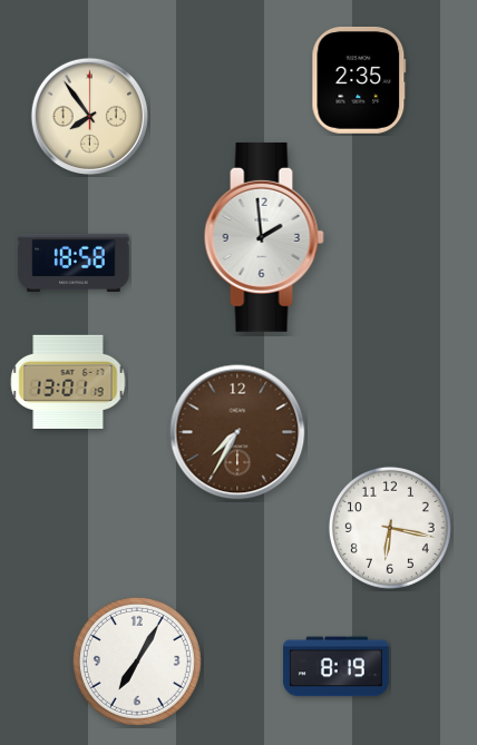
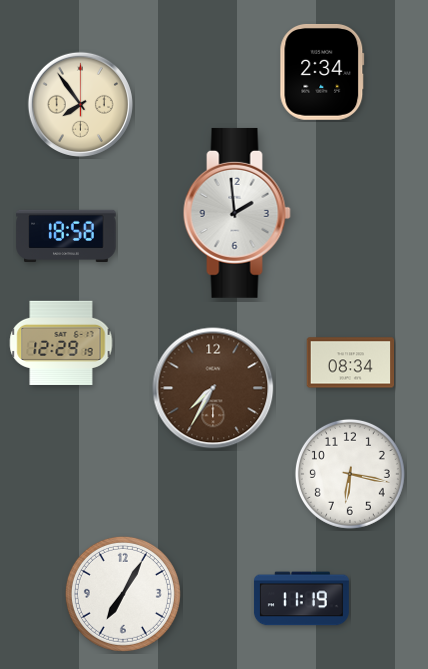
clock at (359, 80): 2:35 -> 2:34
clock at (68, 382): 13:01 -> 12:29
clock at (351, 363): none -> 08:34
clock at (335, 667): 8:19 -> 11:19
